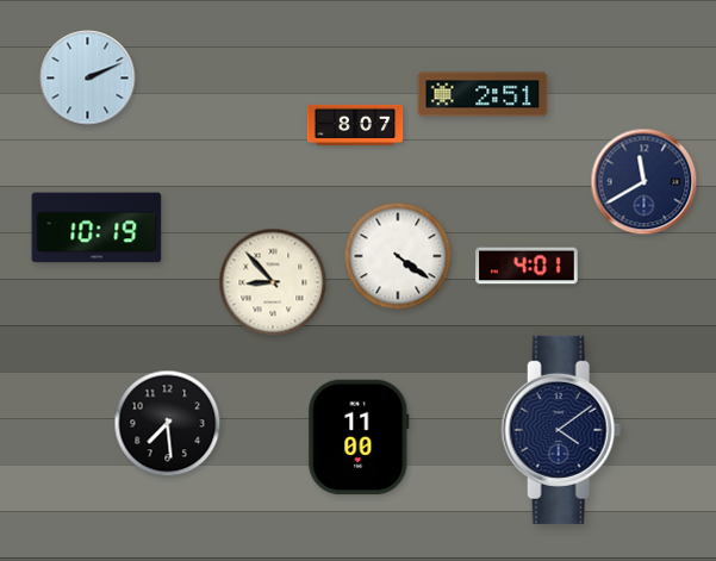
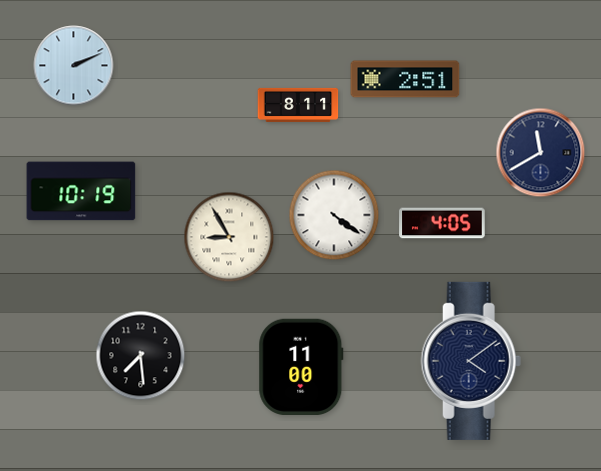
clock at (355, 125): 8:07 -> 8:11
clock at (527, 266): 4:01 -> 4:05
clock at (273, 282): 8:53 -> 8:55
